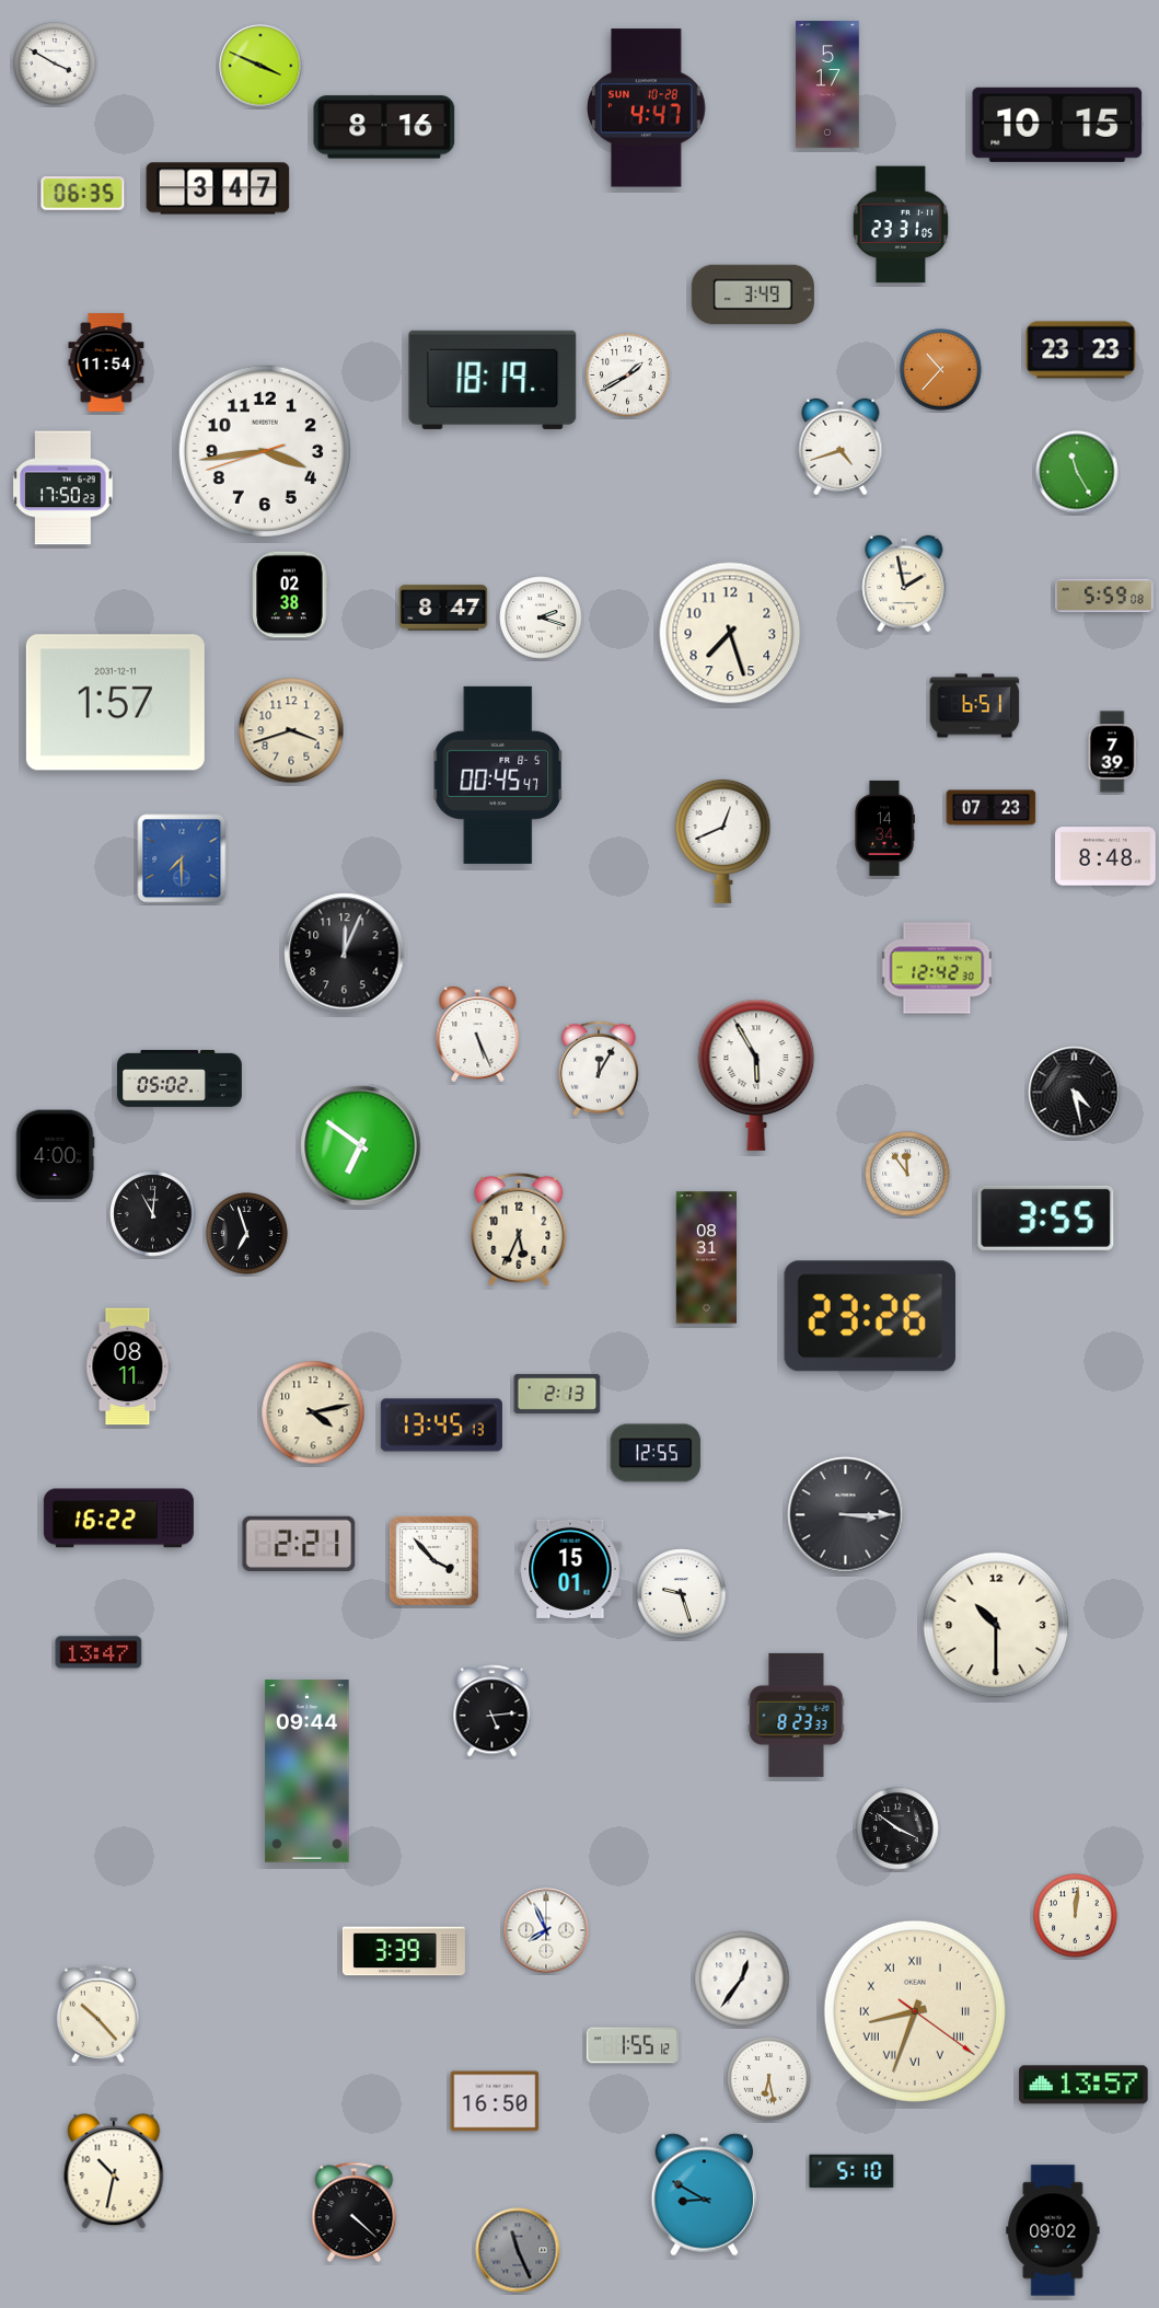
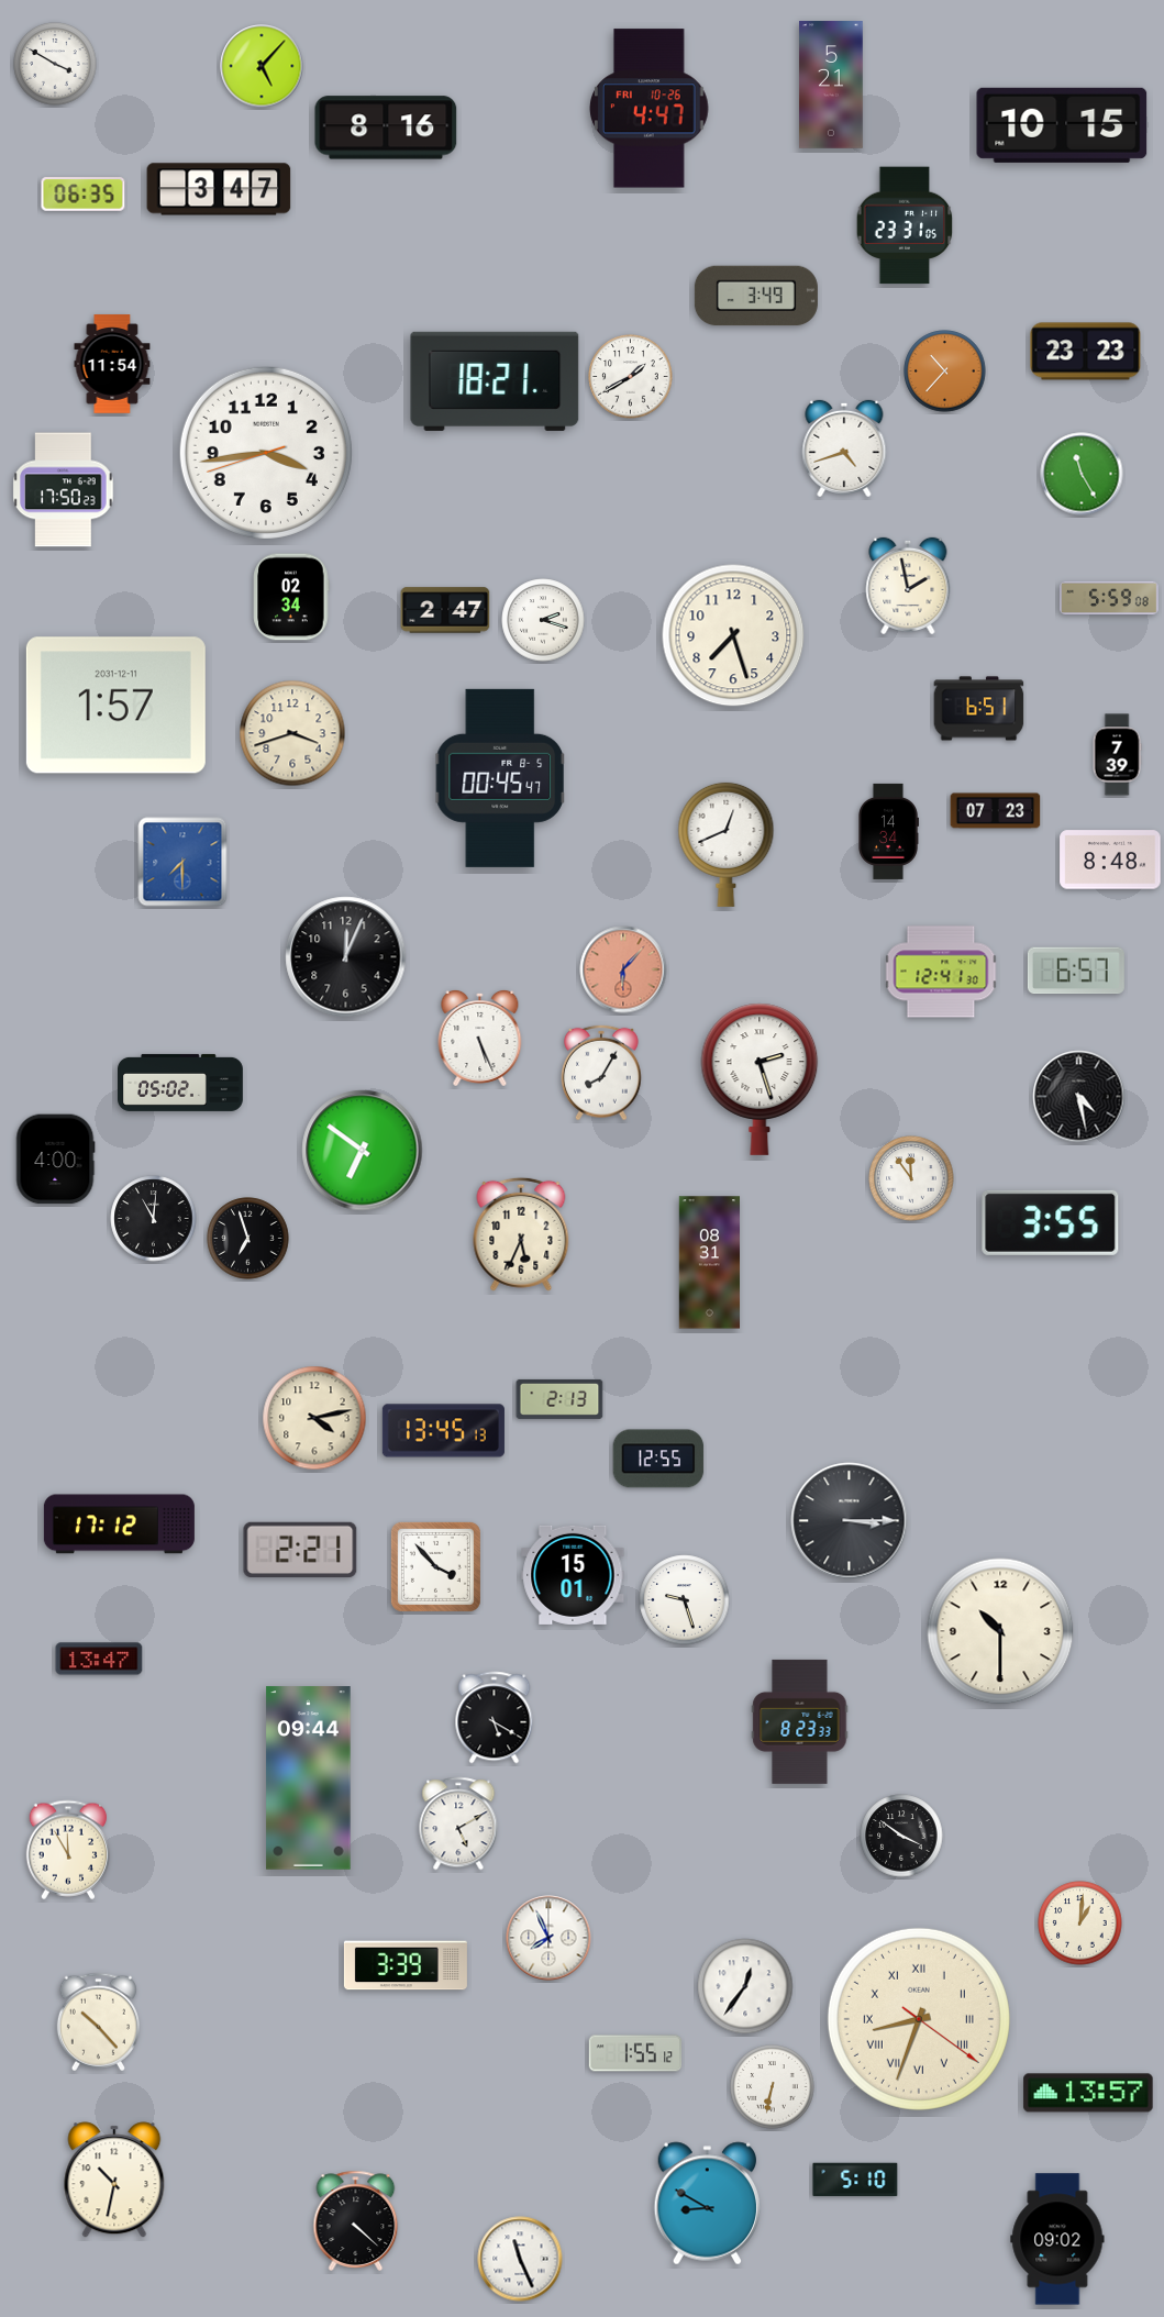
clock at (260, 66): 3:49 -> 5:07
clock at (827, 84): 5:17 -> 5:21
clock at (647, 108) date: SUN 10-28 -> FRI 10-26
clock at (106, 362) position: (106, 362) -> (112, 364)
clock at (492, 380): 18:19 -> 18:21
clock at (290, 595): 02:38 -> 02:34
clock at (443, 608): 8:47 -> 2:47
clock at (623, 969): none -> 6:07
clock at (1076, 971): none -> 6:57
clock at (937, 968): 12:42 -> 12:41
clock at (600, 1069): 12:05 -> 8:05
clock at (756, 1075): 5:55 -> 2:27
clock at (870, 1316): 23:26 -> none
clock at (128, 1366): 08:11 -> none
clock at (118, 1519): 16:22 -> 17:12
clock at (492, 1711): 5:14 -> 5:20
clock at (458, 1823): none -> 5:10
clock at (67, 1850): none -> 11:55
clock at (1076, 1916): 12:01 -> 1:01
clock at (404, 1951) position: (404, 1951) -> (406, 1965)
clock at (769, 2079): 6:28 -> 6:32
clock at (495, 2101): 16:50 -> none
clock at (518, 2250) dial: grey -> white
